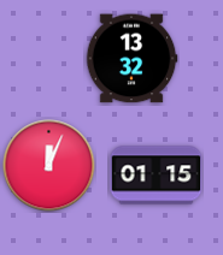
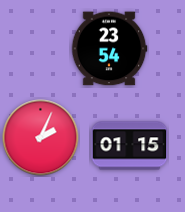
clock at (131, 59): 13:32 -> 23:54
clock at (49, 166): 12:04 -> 2:04
